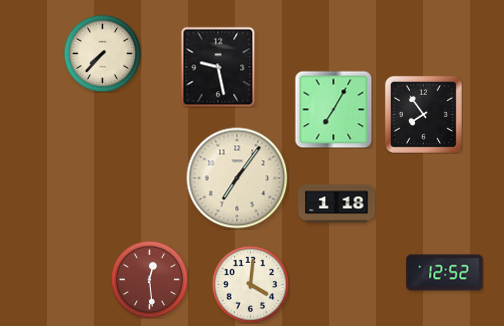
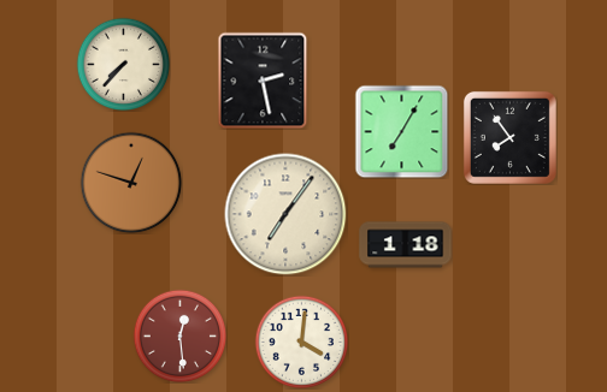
clock at (218, 67): 9:28 -> 2:28
clock at (131, 183): none -> 12:48
clock at (445, 273): 12:52 -> none
